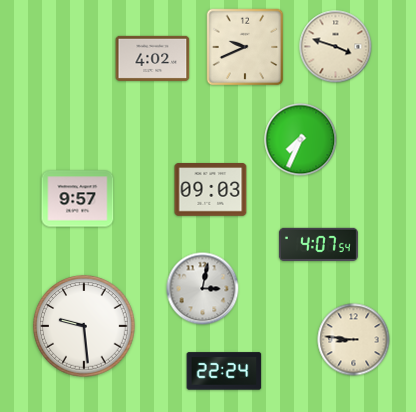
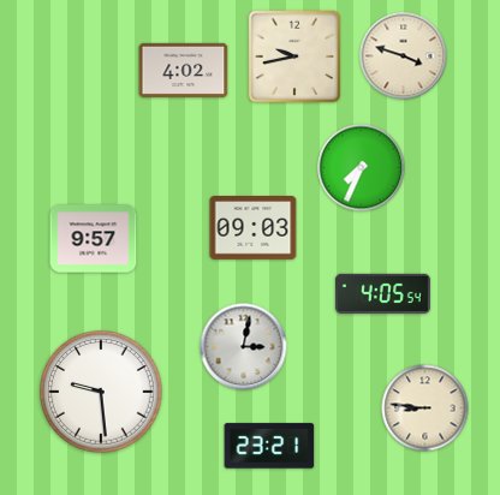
clock at (245, 47): 9:41 -> 9:43
clock at (318, 244): 4:07 -> 4:05
clock at (224, 371): 22:24 -> 23:21
